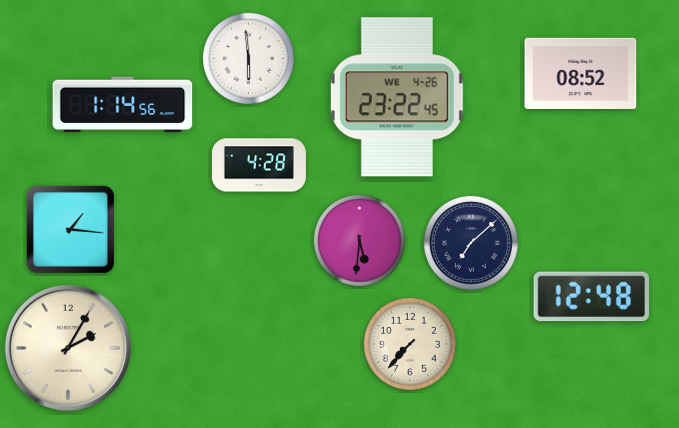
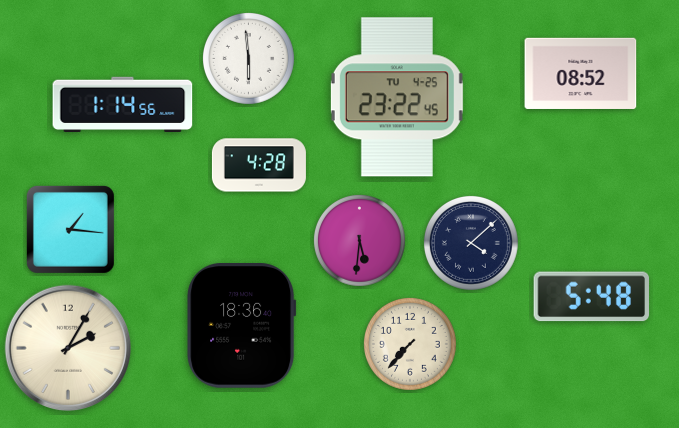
clock at (397, 97) date: WE 4-26 -> TU 4-25
clock at (472, 243): 7:08 -> 4:08
clock at (592, 297): 12:48 -> 5:48
clock at (242, 326): none -> 18:36
